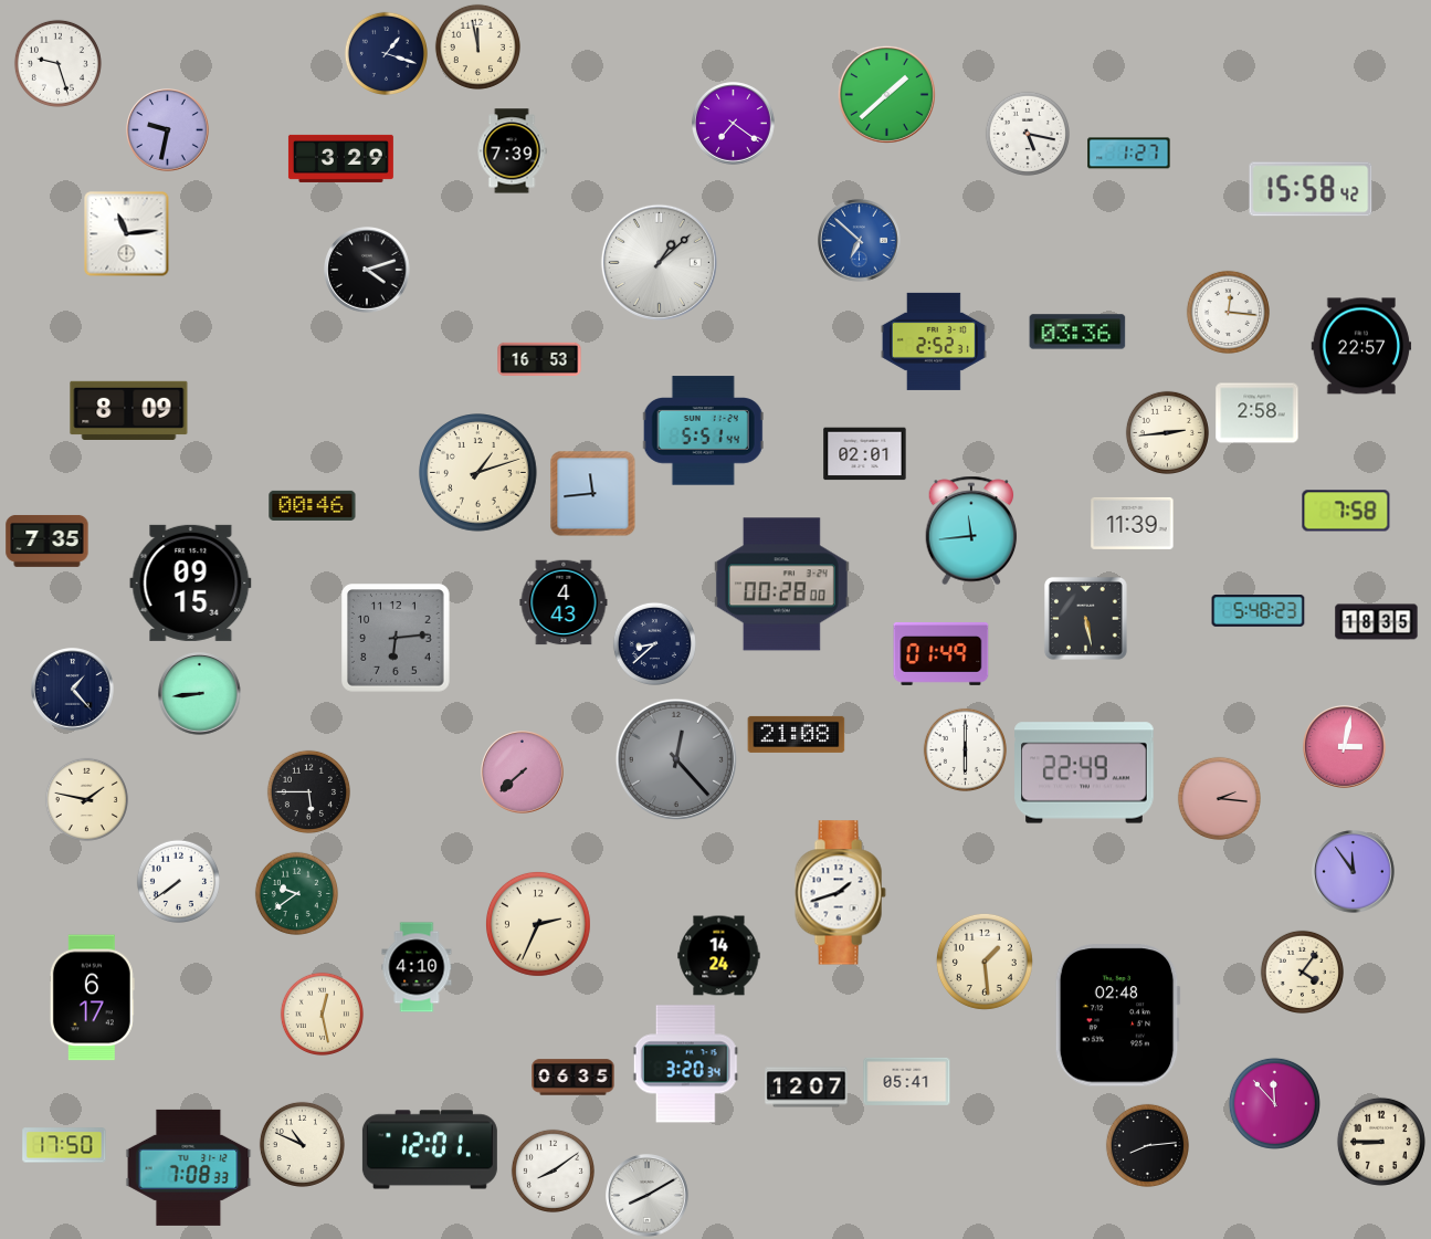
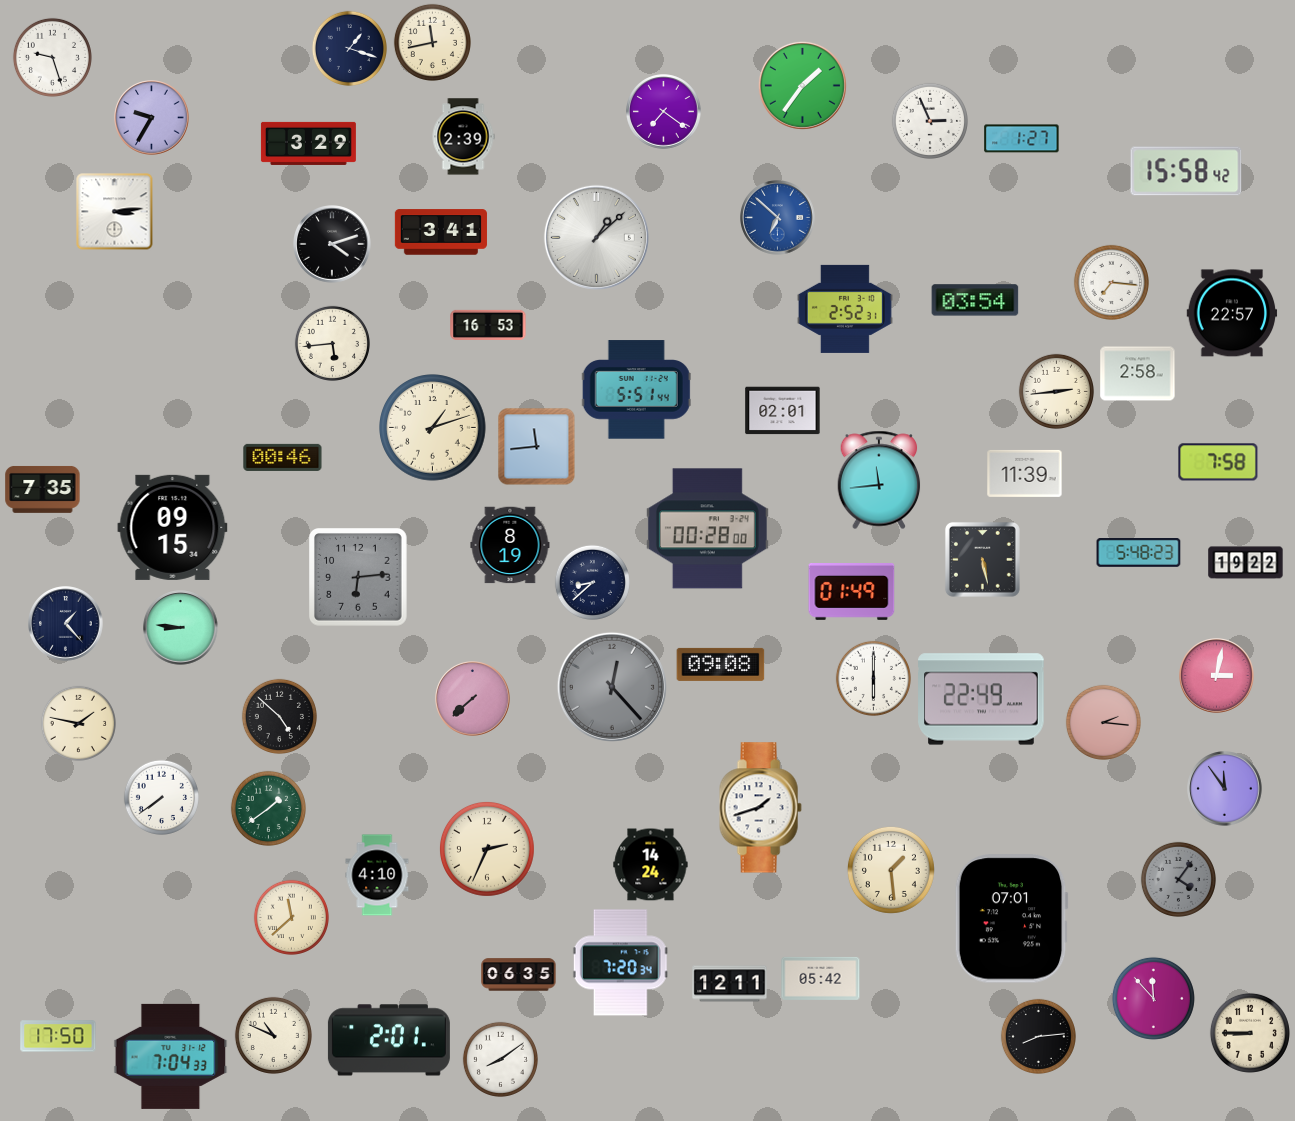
clock at (477, 46): 11:58 -> 11:43
clock at (886, 94): 1:38 -> 1:36
clock at (168, 130): 9:32 -> 9:35
clock at (1028, 134): 5:17 -> 2:56
clock at (512, 151): 7:39 -> 2:39
clock at (127, 234): 11:14 -> 3:14
clock at (441, 232): none -> 3:41
clock at (1228, 312): 12:16 -> 7:16
clock at (1077, 332): 03:36 -> 03:54
clock at (332, 343): none -> 5:44
clock at (129, 410): 8:09 -> none
clock at (564, 602): 4:43 -> 8:19
clock at (1377, 622): 18:35 -> 19:22
clock at (200, 694): 8:44 -> 8:46
clock at (797, 734): 21:08 -> 09:08
clock at (308, 791): 5:45 -> 4:52
clock at (296, 893): 9:39 -> 1:39
clock at (538, 924) position: (538, 924) -> (487, 849)
clock at (1302, 972) dial: cream -> grey
clock at (92, 998): 6:17 -> none
clock at (322, 1014): 12:28 -> 11:38
clock at (1117, 1016): 02:48 -> 07:01
clock at (685, 1064): 3:20 -> 7:20
clock at (907, 1081): 05:41 -> 05:42
clock at (807, 1088): 12:07 -> 12:11
clock at (430, 1149): 12:01 -> 2:01
clock at (189, 1167): 7:08 -> 7:04
clock at (648, 1196): 8:10 -> none
